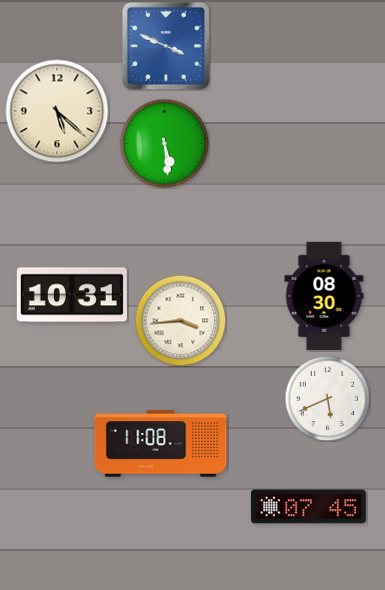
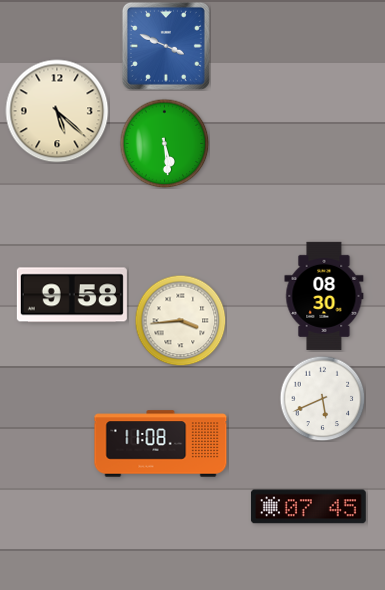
clock at (72, 295): 10:31 -> 9:58
clock at (327, 398) position: (327, 398) -> (322, 398)
